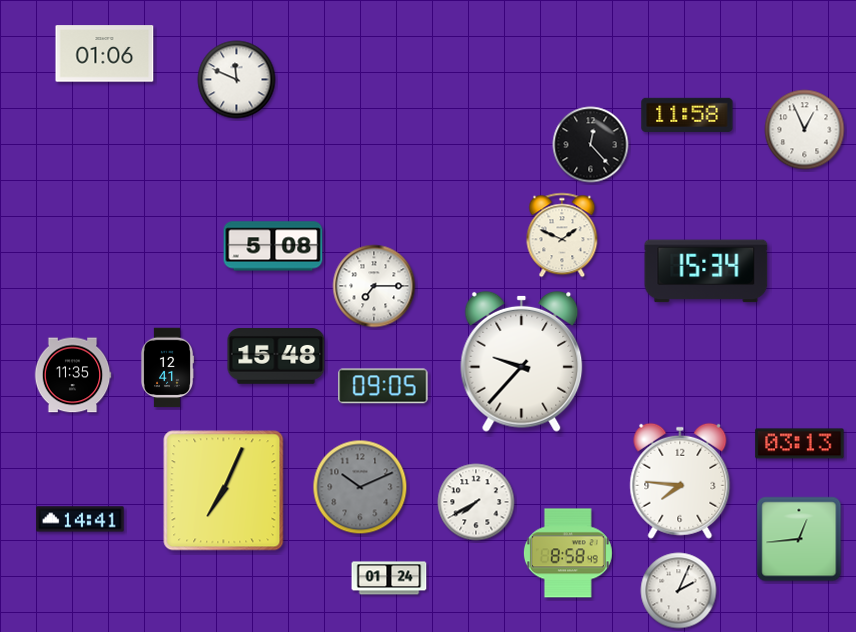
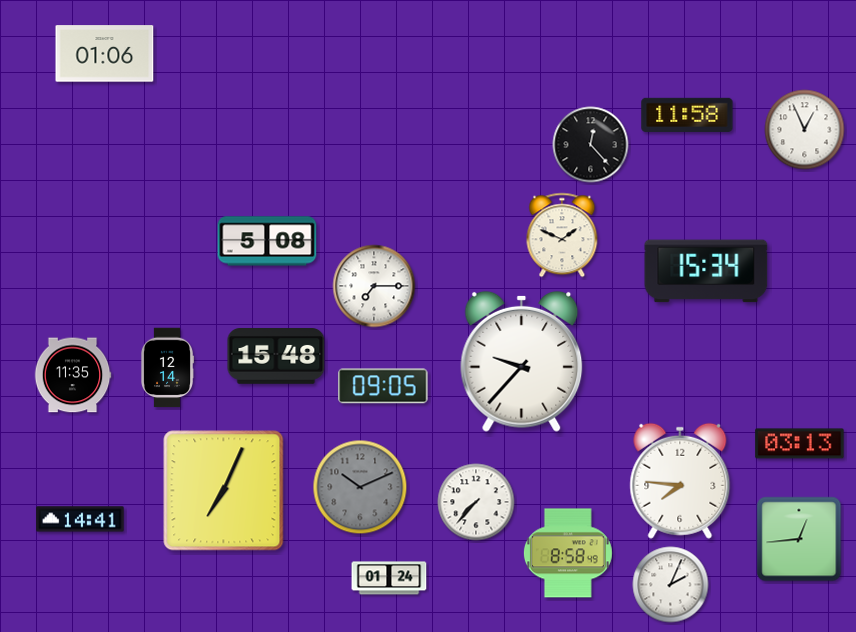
clock at (237, 80): 11:49 -> none
clock at (273, 246) position: (273, 246) -> (267, 241)
clock at (167, 368): 12:41 -> 12:14
clock at (476, 502): 7:40 -> 7:37
clock at (679, 591) position: (679, 591) -> (671, 585)
